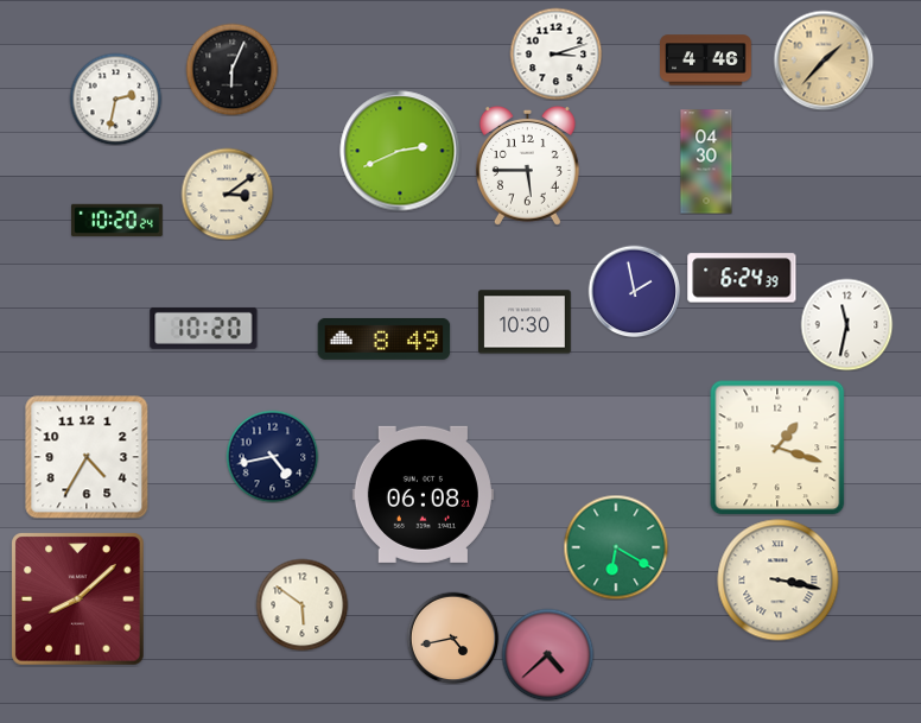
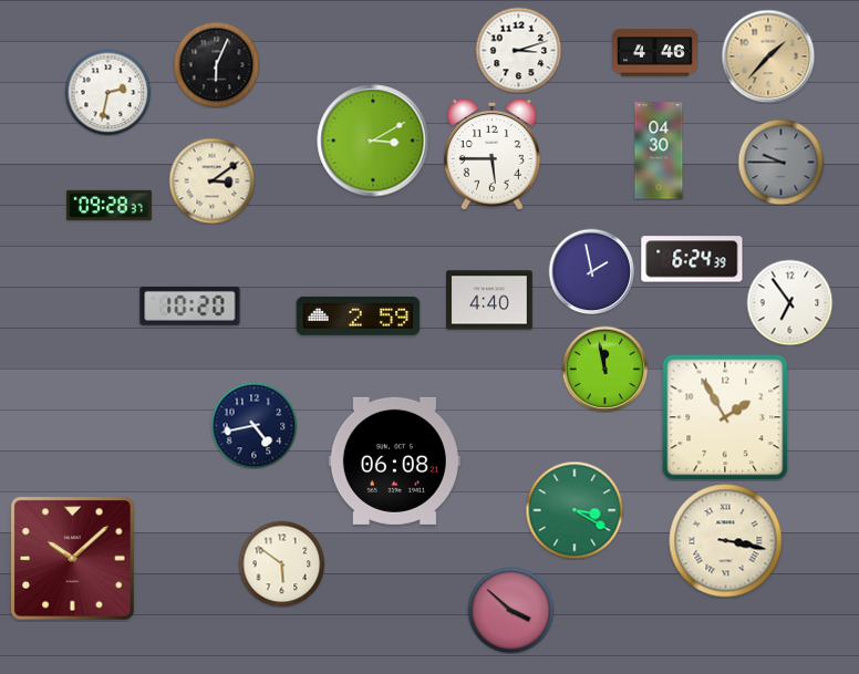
clock at (706, 61) position: (706, 61) -> (655, 53)
clock at (400, 151): 2:41 -> 3:10
clock at (780, 162): none -> 9:45
clock at (117, 221): 10:20 -> 09:28
clock at (526, 322): 10:30 -> 4:40
clock at (846, 324): 11:32 -> 6:54
clock at (385, 338): 8:49 -> 2:59
clock at (604, 369): none -> 11:58
clock at (777, 448): 1:18 -> 1:55
clock at (87, 457): 4:35 -> none
clock at (616, 547): 6:20 -> 3:20
clock at (78, 600): 8:08 -> 10:08
clock at (452, 638): 4:43 -> none
clock at (547, 654): 4:38 -> 3:52
